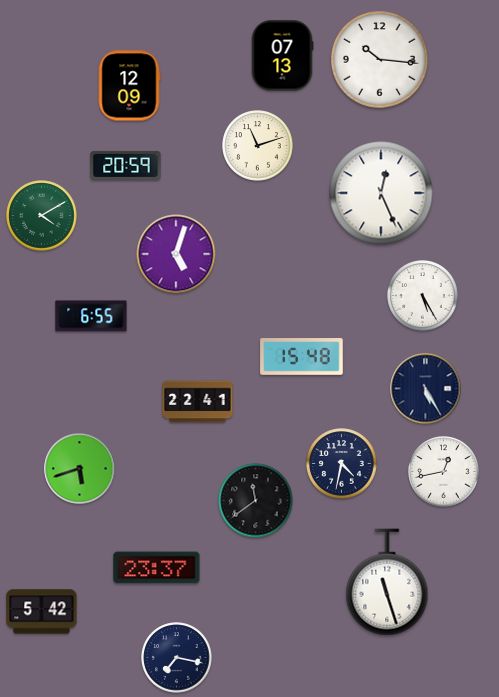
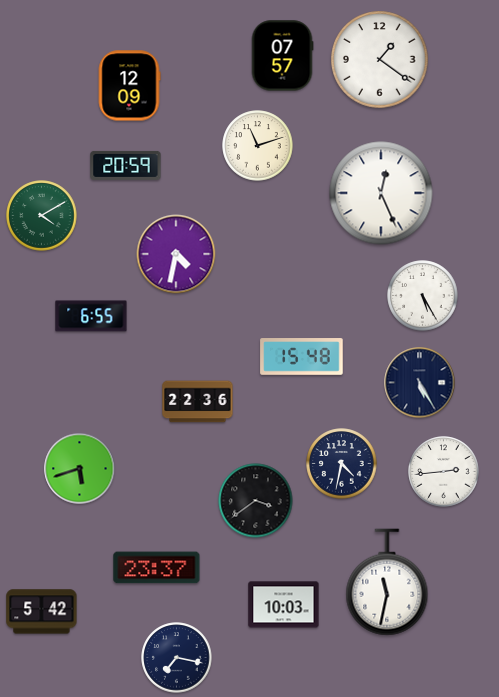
clock at (282, 56): 07:13 -> 07:57
clock at (380, 60): 10:16 -> 1:21
clock at (176, 254): 5:03 -> 4:32
clock at (426, 389) position: (426, 389) -> (420, 383)
clock at (198, 402): 22:41 -> 22:36
clock at (444, 472): 12:43 -> 2:44
clock at (256, 501): 11:39 -> 3:39
clock at (387, 582): 11:27 -> 11:32
clock at (284, 605): none -> 10:03
